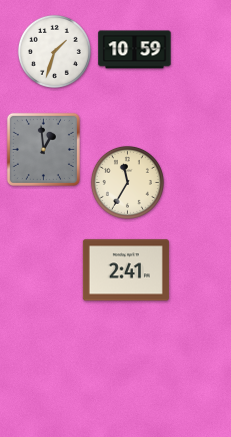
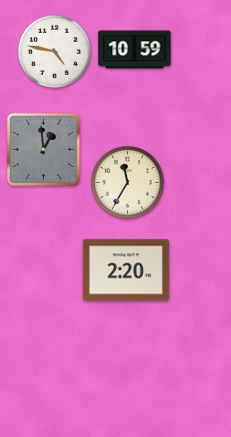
clock at (54, 51): 1:33 -> 4:47
clock at (126, 270): 2:41 -> 2:20
